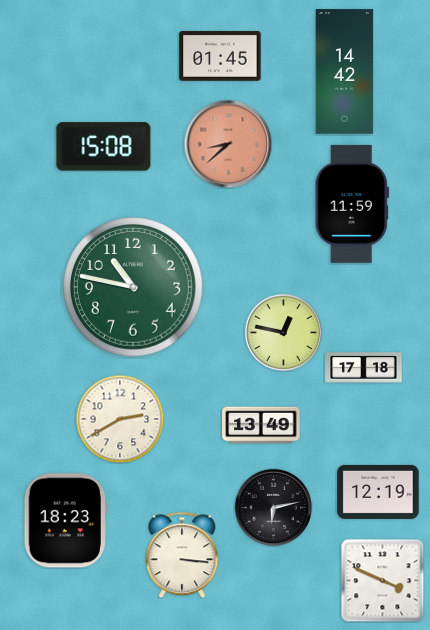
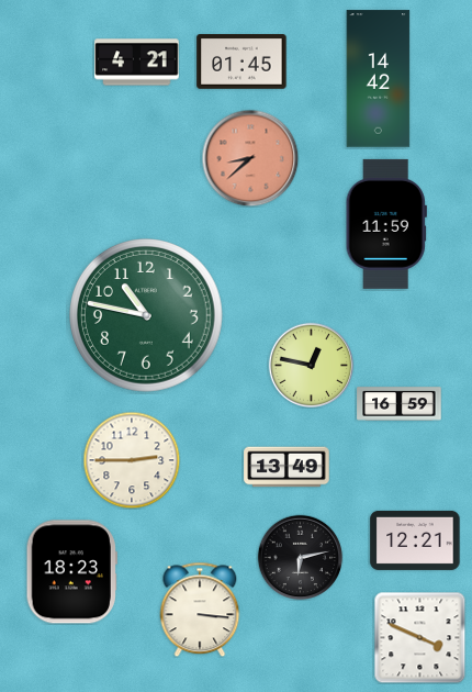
clock at (137, 63): none -> 4:21
clock at (104, 147): 15:08 -> none
clock at (364, 368): 17:18 -> 16:59
clock at (120, 419): 2:40 -> 2:45
clock at (378, 492): 12:19 -> 12:21
